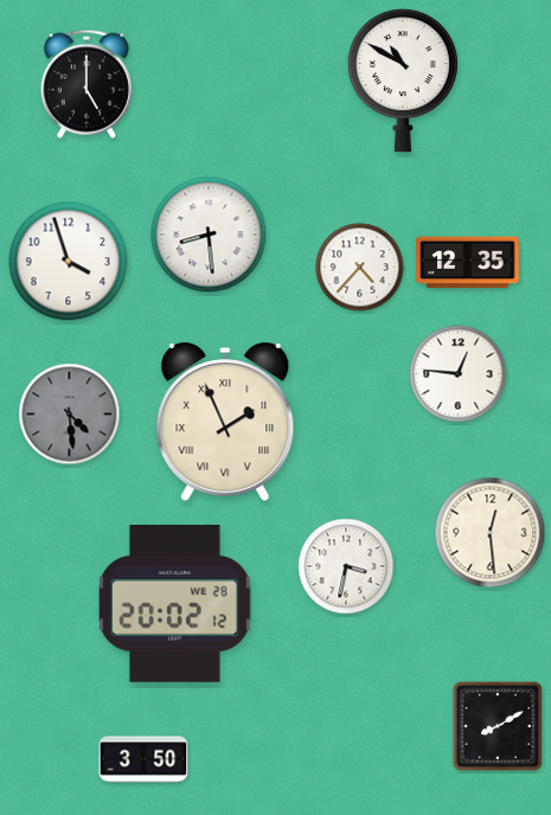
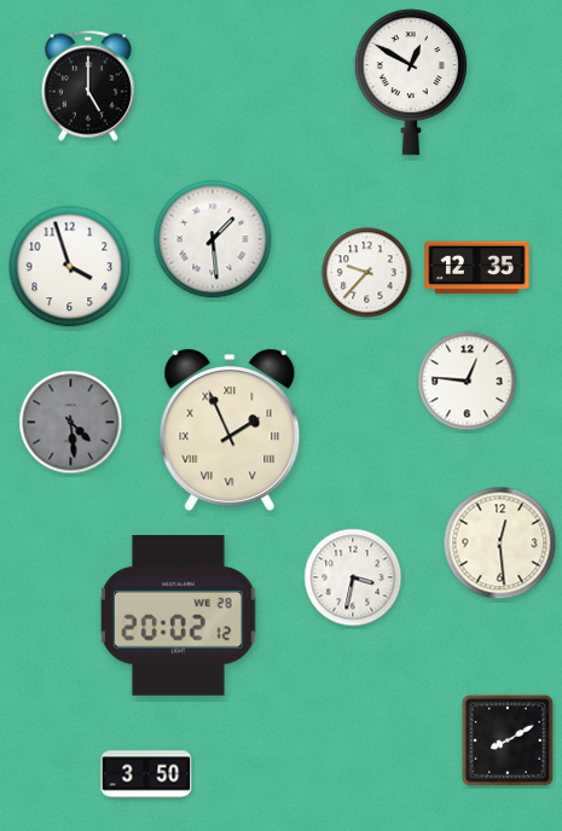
clock at (403, 81): 10:50 -> 12:50
clock at (209, 235): 8:29 -> 1:29
clock at (360, 268): 4:37 -> 9:37
